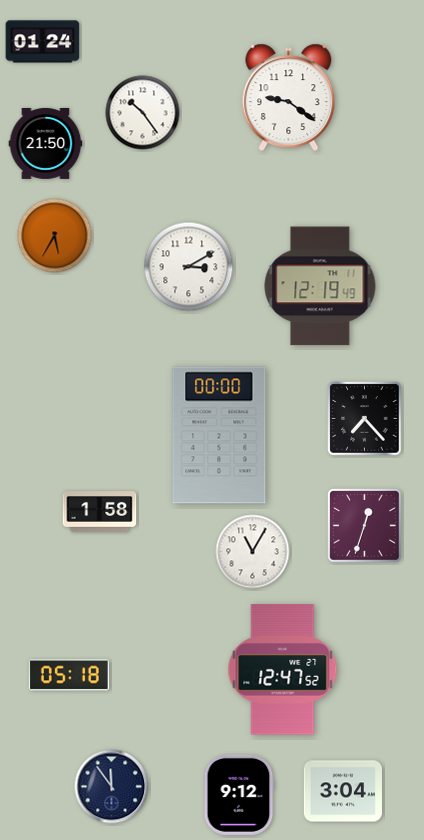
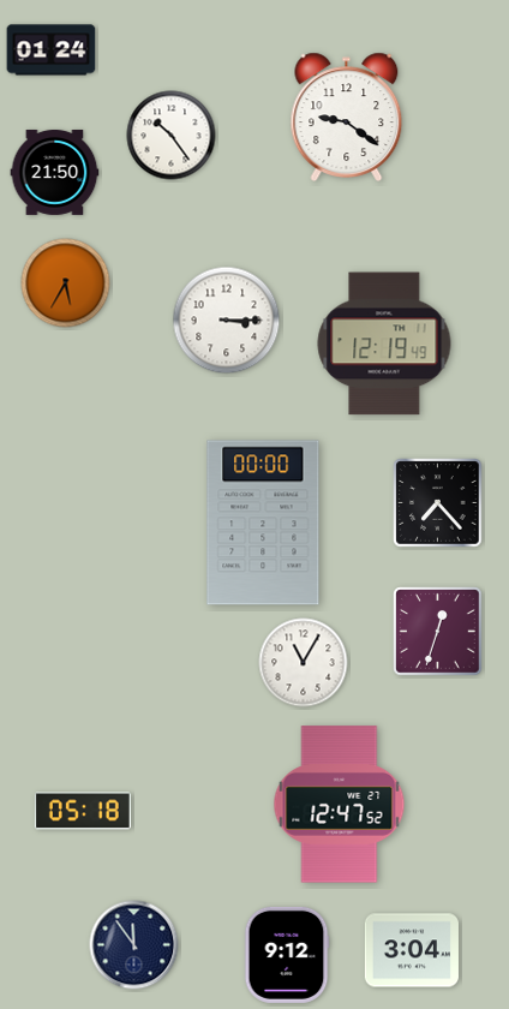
clock at (189, 267): 3:10 -> 3:15
clock at (100, 512): 1:58 -> none
